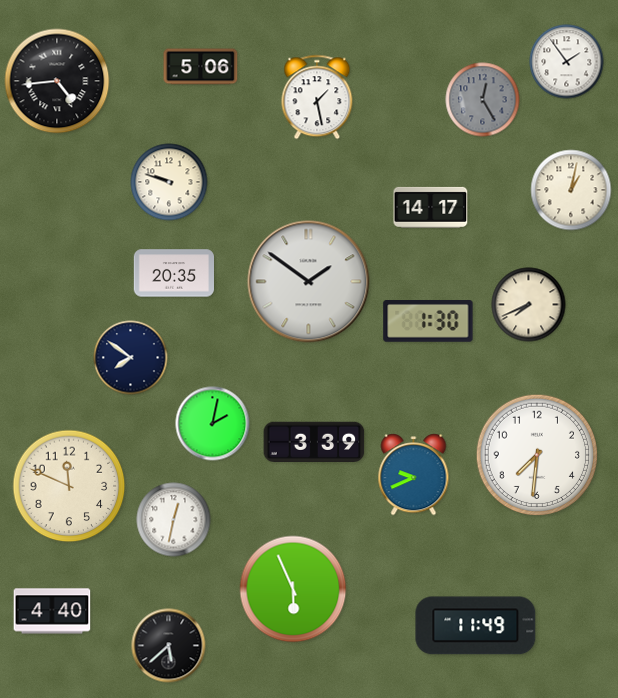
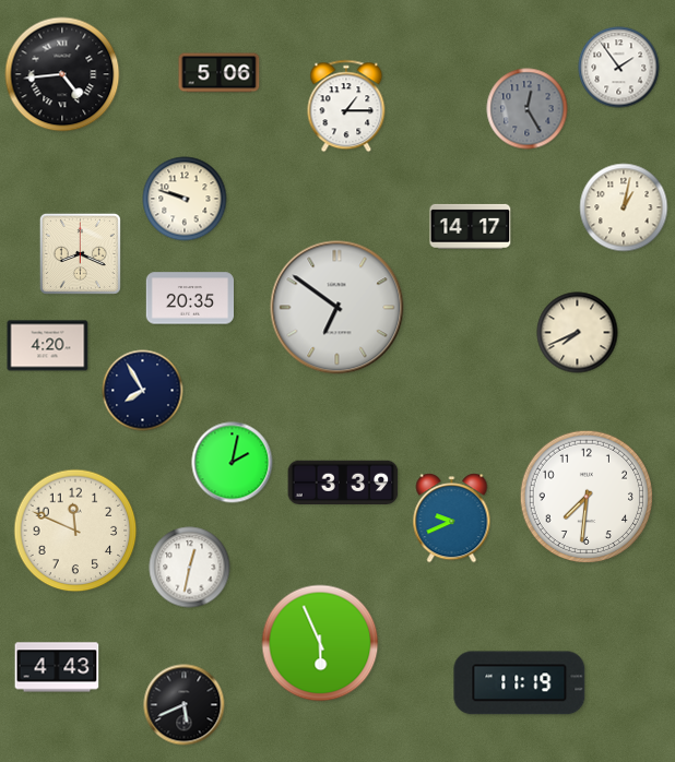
clock at (57, 81) position: (57, 81) -> (62, 74)
clock at (317, 97): 1:28 -> 1:15
clock at (80, 253): none -> 8:19
clock at (309, 282): 1:51 -> 6:51
clock at (48, 346): none -> 4:20
clock at (428, 322): 1:30 -> none
clock at (131, 358): 7:51 -> 7:55
clock at (52, 611): 4:40 -> 4:43
clock at (476, 626): 11:49 -> 11:19
clock at (169, 646): 5:38 -> 5:41
